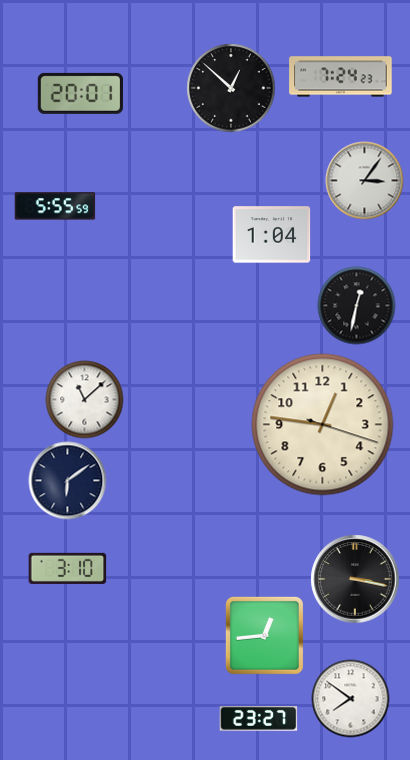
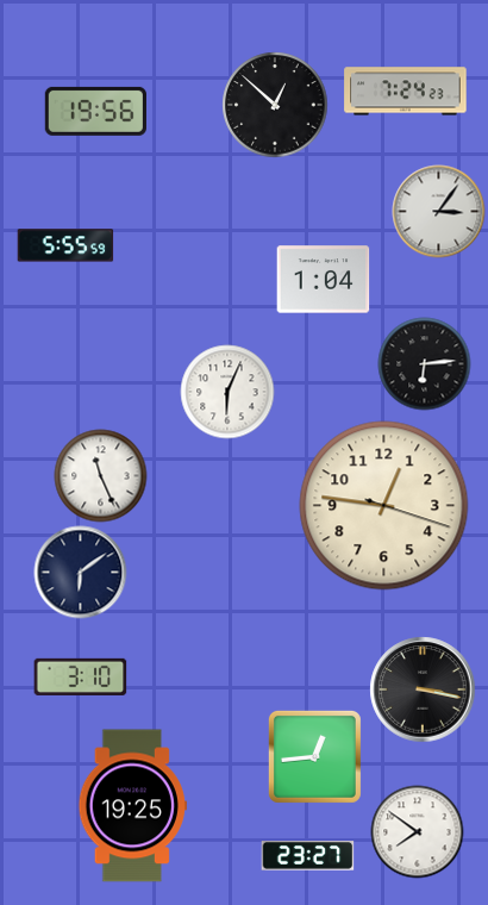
clock at (80, 93): 20:01 -> 19:56
clock at (364, 180) position: (364, 180) -> (438, 211)
clock at (356, 305): 12:32 -> 6:14
clock at (227, 392): none -> 6:04
clock at (84, 399): 11:08 -> 11:26
clock at (132, 806): none -> 19:25
